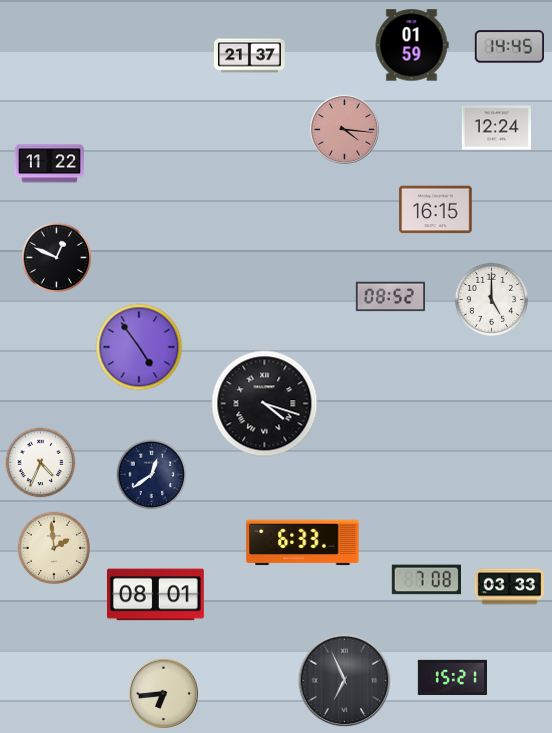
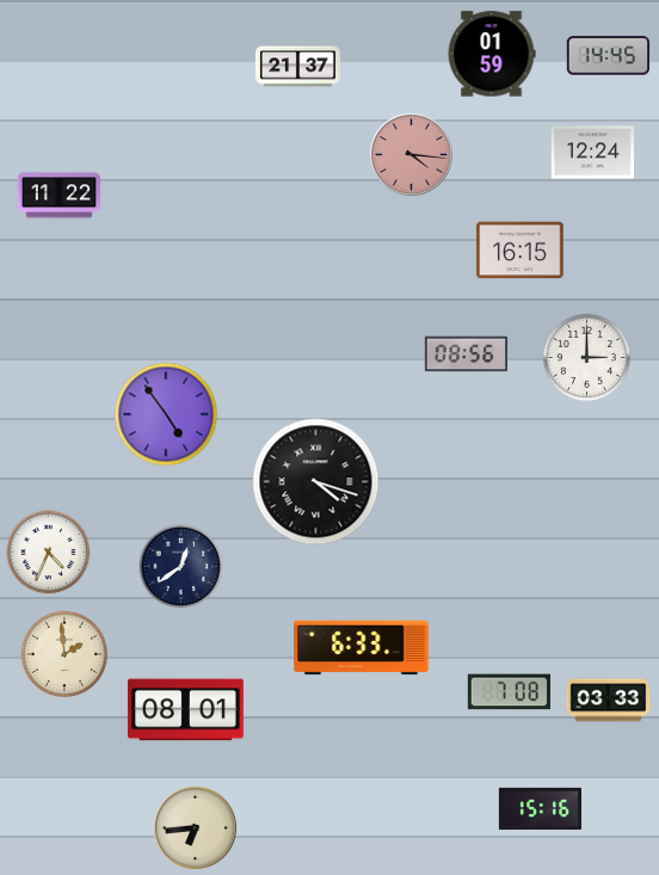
clock at (57, 258): 12:49 -> none
clock at (390, 297): 08:52 -> 08:56
clock at (491, 299): 5:00 -> 3:00
clock at (452, 677): 15:21 -> 15:16
clock at (345, 681): 6:56 -> none
